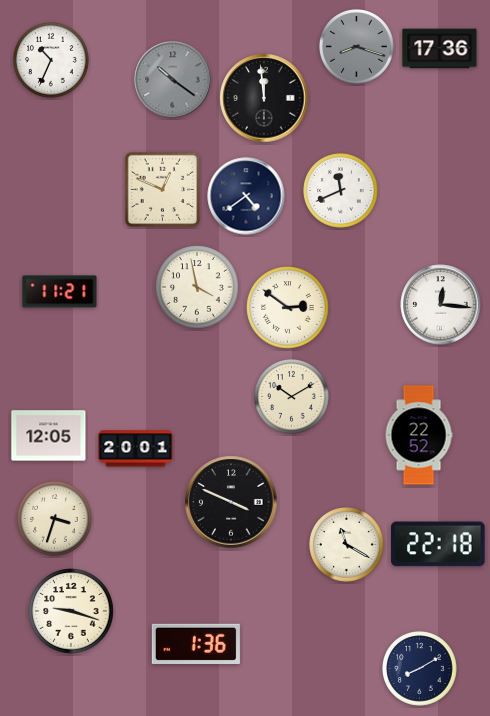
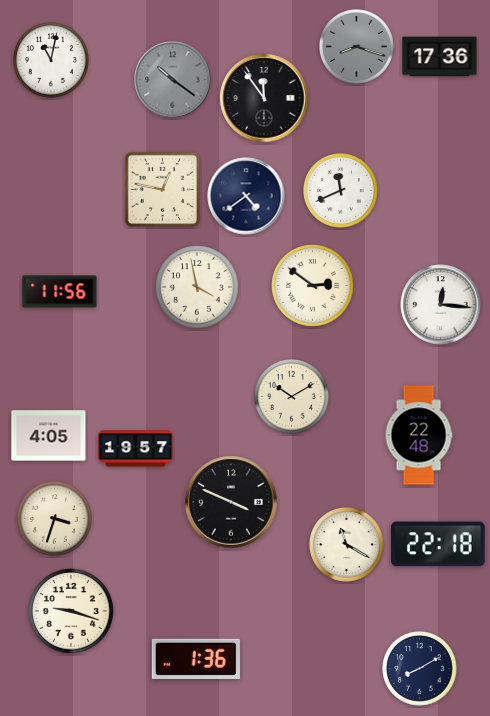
clock at (440, 49) position: (440, 49) -> (440, 57)
clock at (51, 60): 10:34 -> 11:02
clock at (264, 98): 11:59 -> 11:54
clock at (163, 190): 12:49 -> 12:47
clock at (60, 292): 11:21 -> 11:56
clock at (288, 308) position: (288, 308) -> (313, 286)
clock at (419, 435): 22:52 -> 22:48
clock at (49, 436): 12:05 -> 4:05
clock at (136, 449): 20:01 -> 19:57
clock at (196, 643) position: (196, 643) -> (196, 658)
